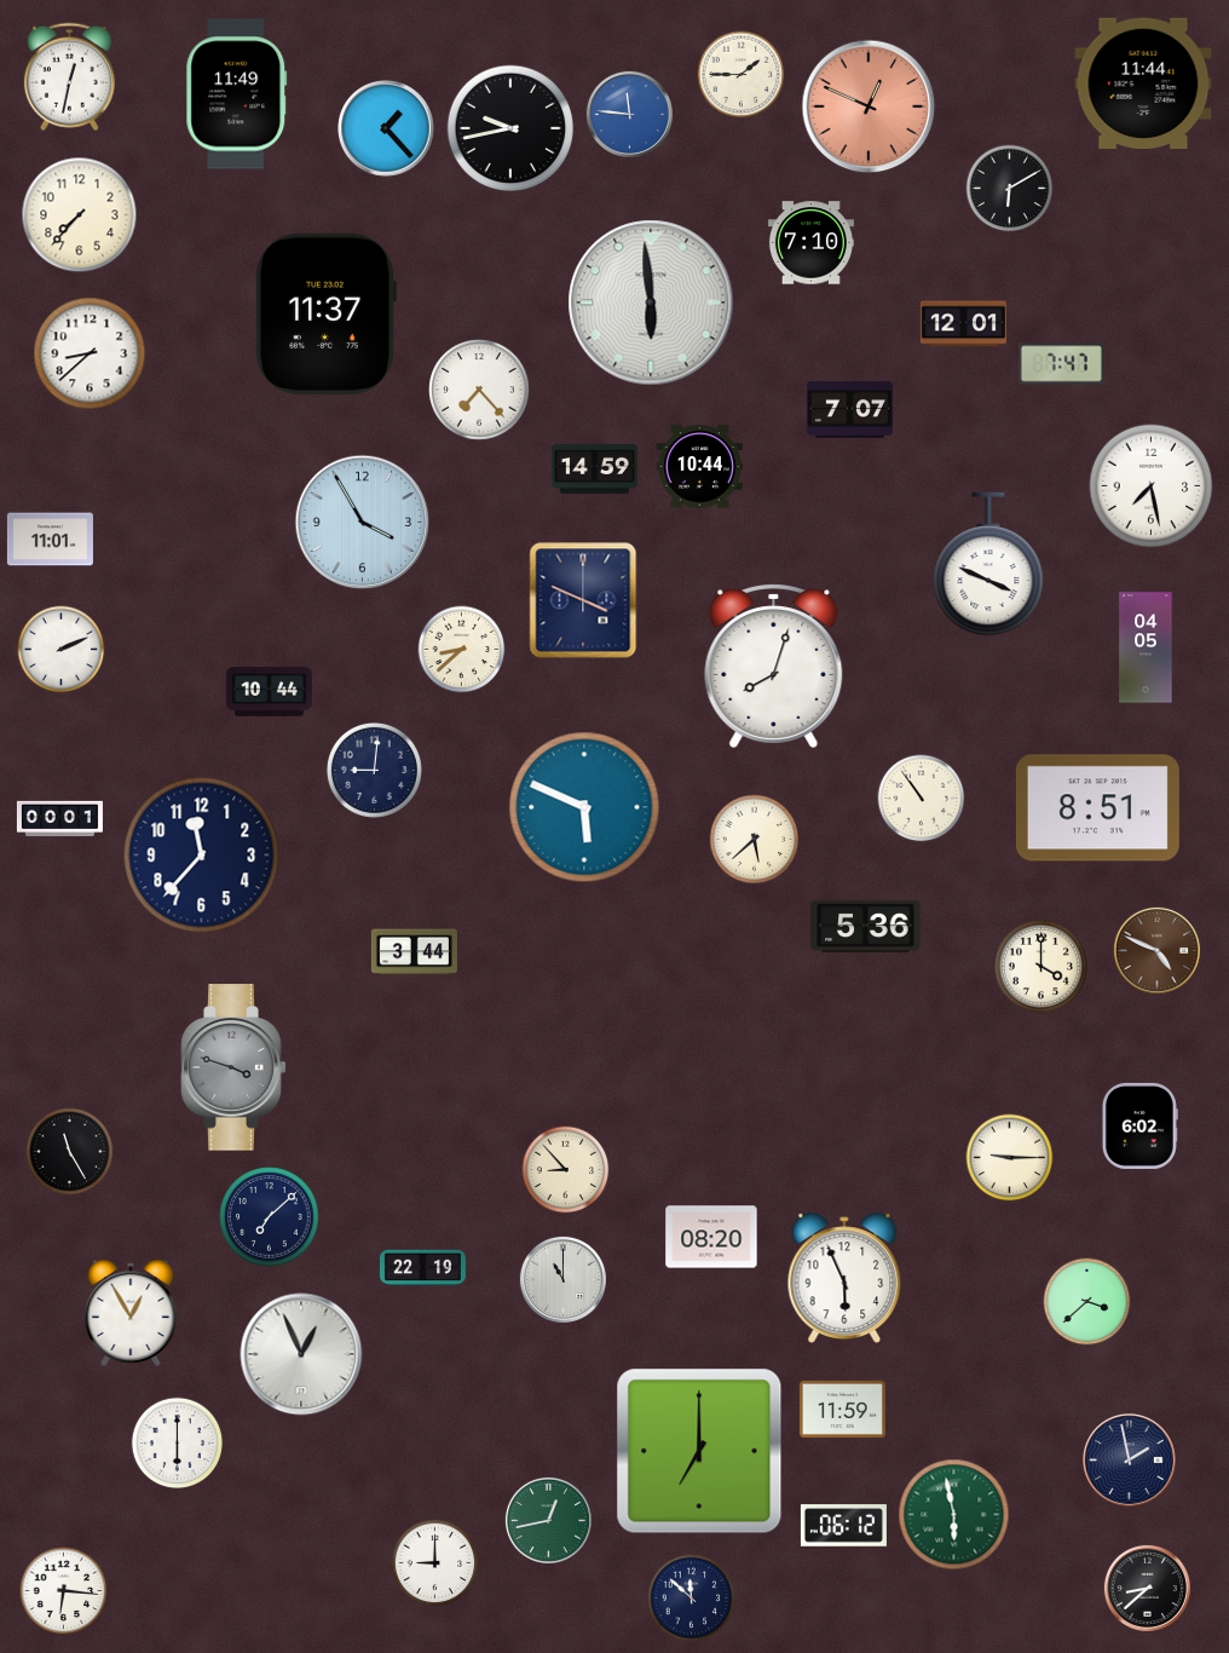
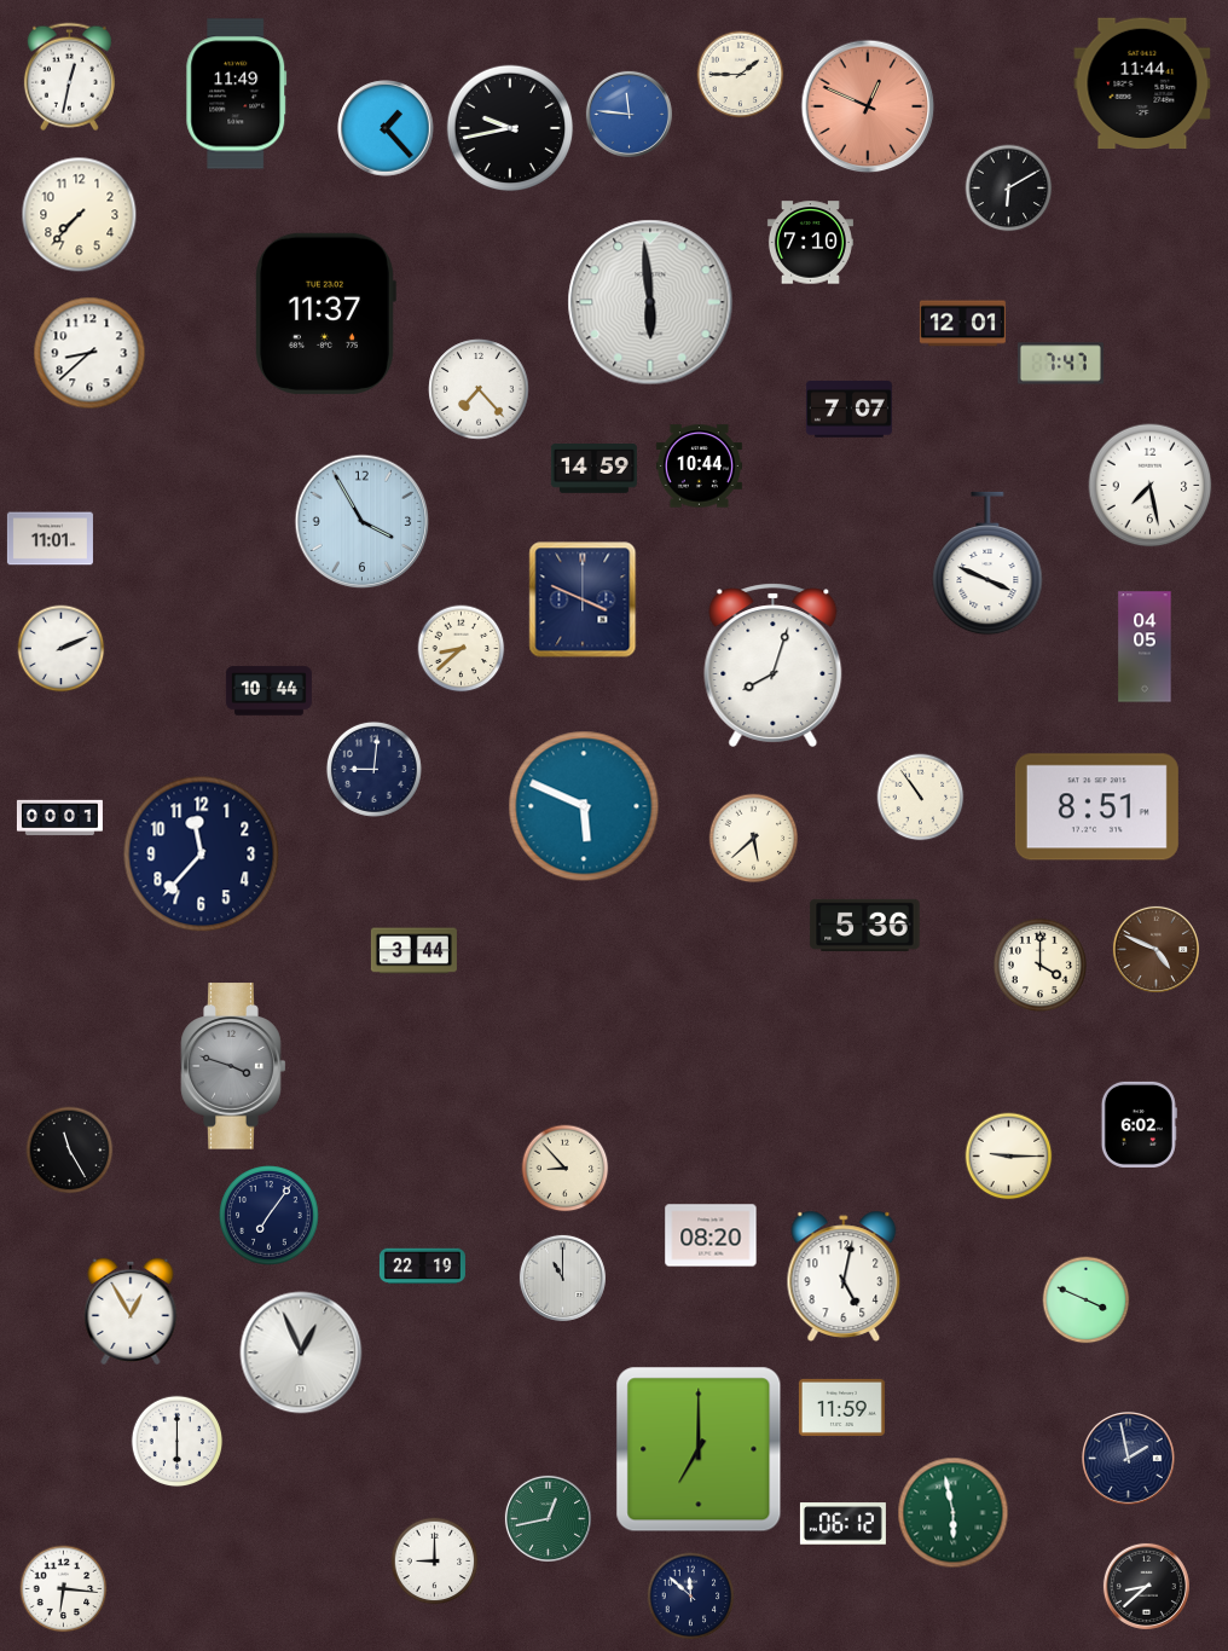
clock at (270, 1217): 7:08 -> 7:06
clock at (844, 1278): 5:56 -> 5:02
clock at (1087, 1302): 3:38 -> 3:49
